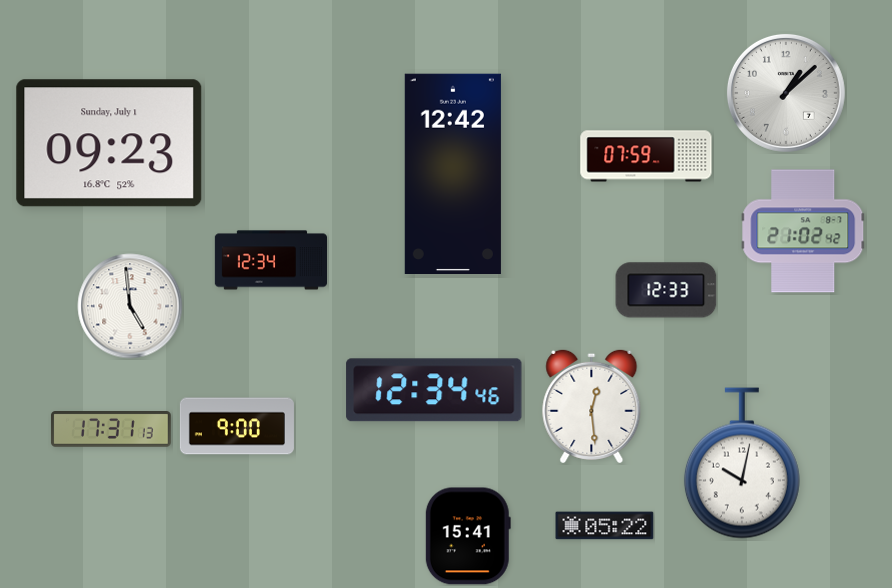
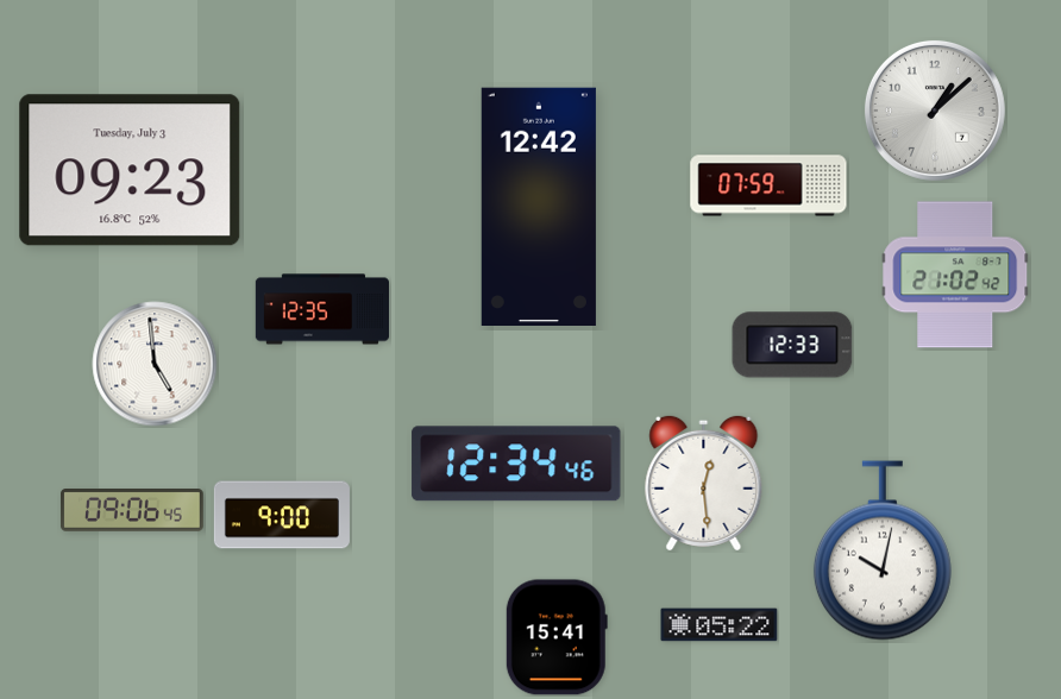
clock at (109, 143) date: Sunday, July 1 -> Tuesday, July 3
clock at (270, 260): 12:34 -> 12:35
clock at (237, 426) position: (237, 426) -> (282, 515)
clock at (111, 429): 17:31 -> 09:06
